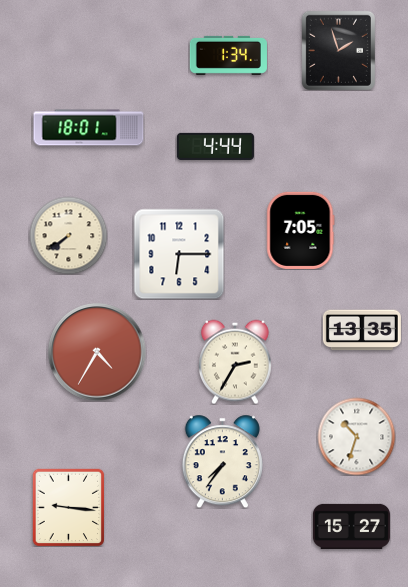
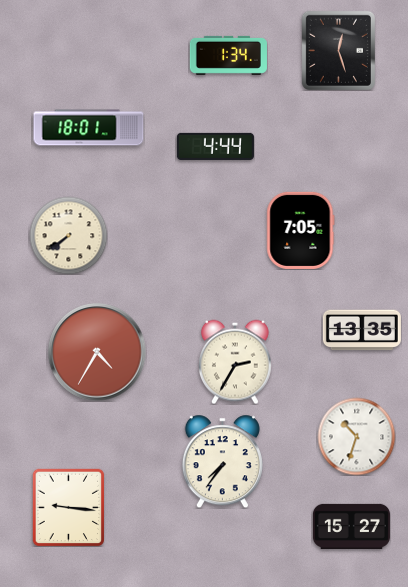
clock at (338, 50): 1:57 -> 12:27
clock at (179, 254): 6:15 -> none
